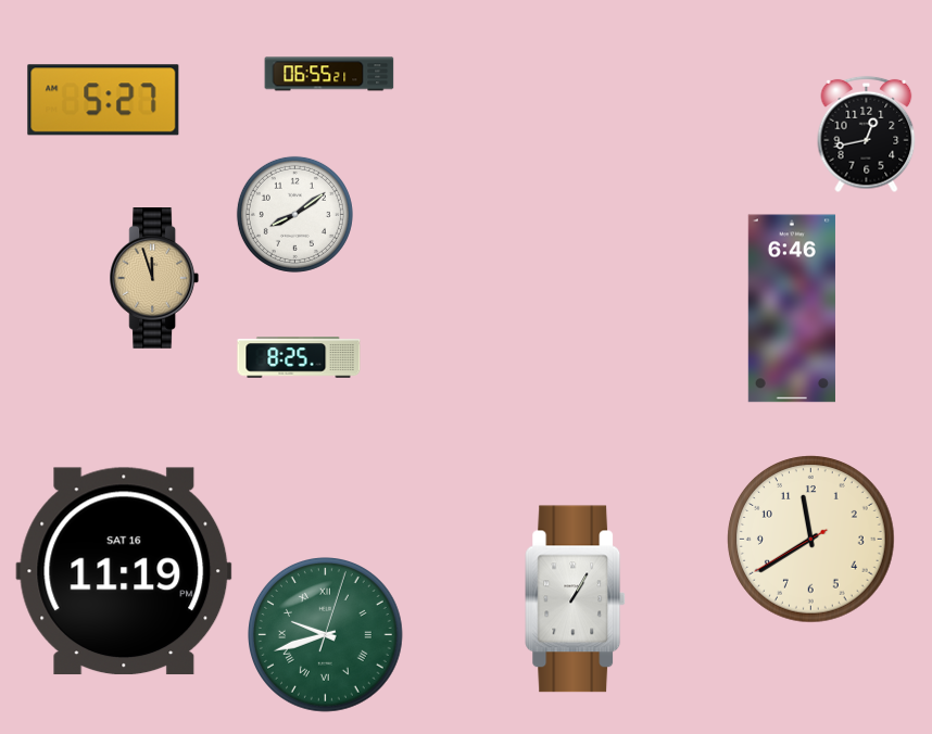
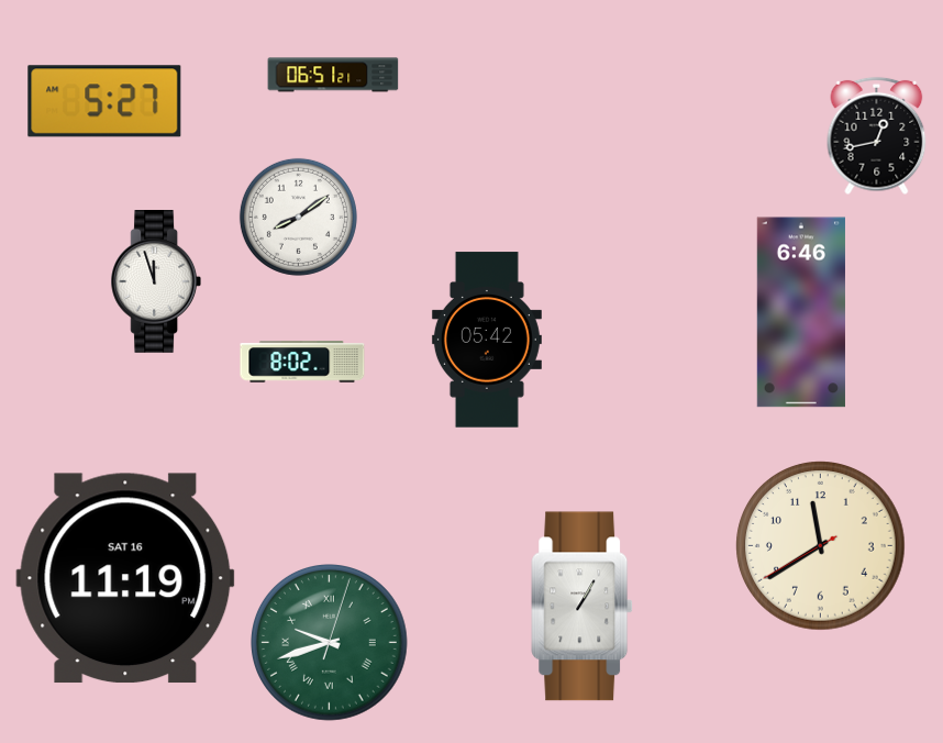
clock at (329, 74): 06:55 -> 06:51
clock at (153, 279) dial: champagne -> white
clock at (487, 340): none -> 05:42
clock at (299, 357): 8:25 -> 8:02
